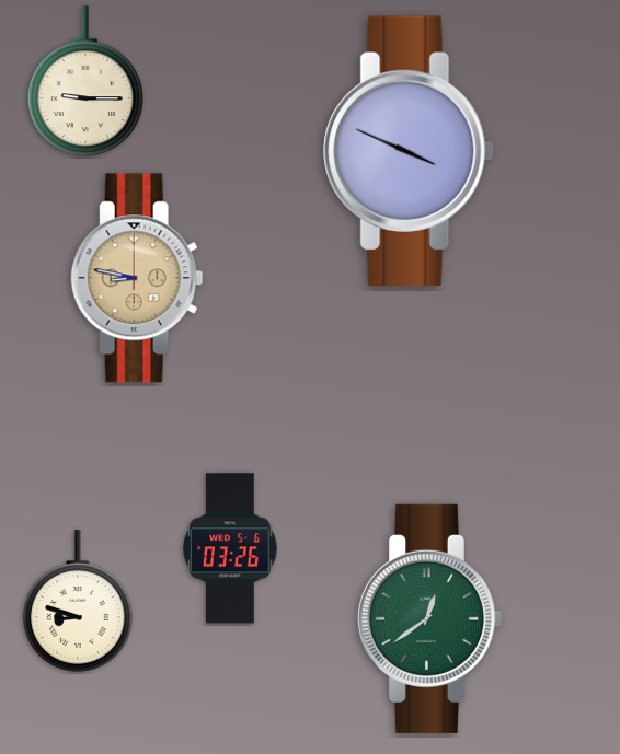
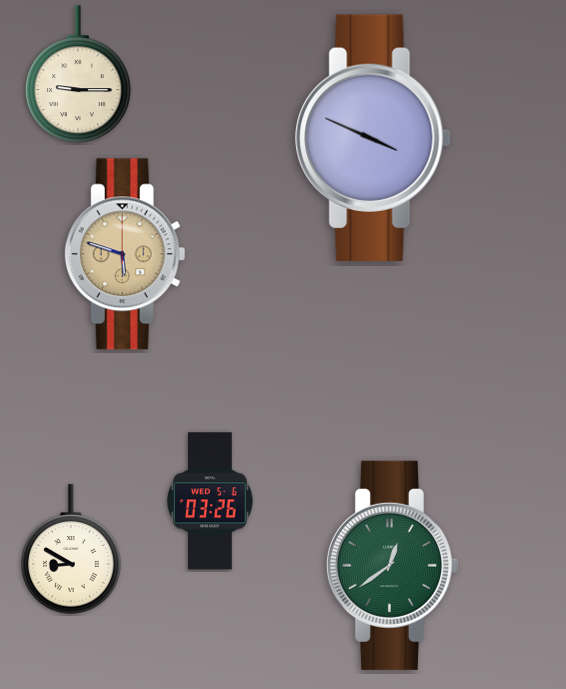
clock at (137, 278): 8:47 -> 5:48
clock at (78, 601): 8:48 -> 8:50
